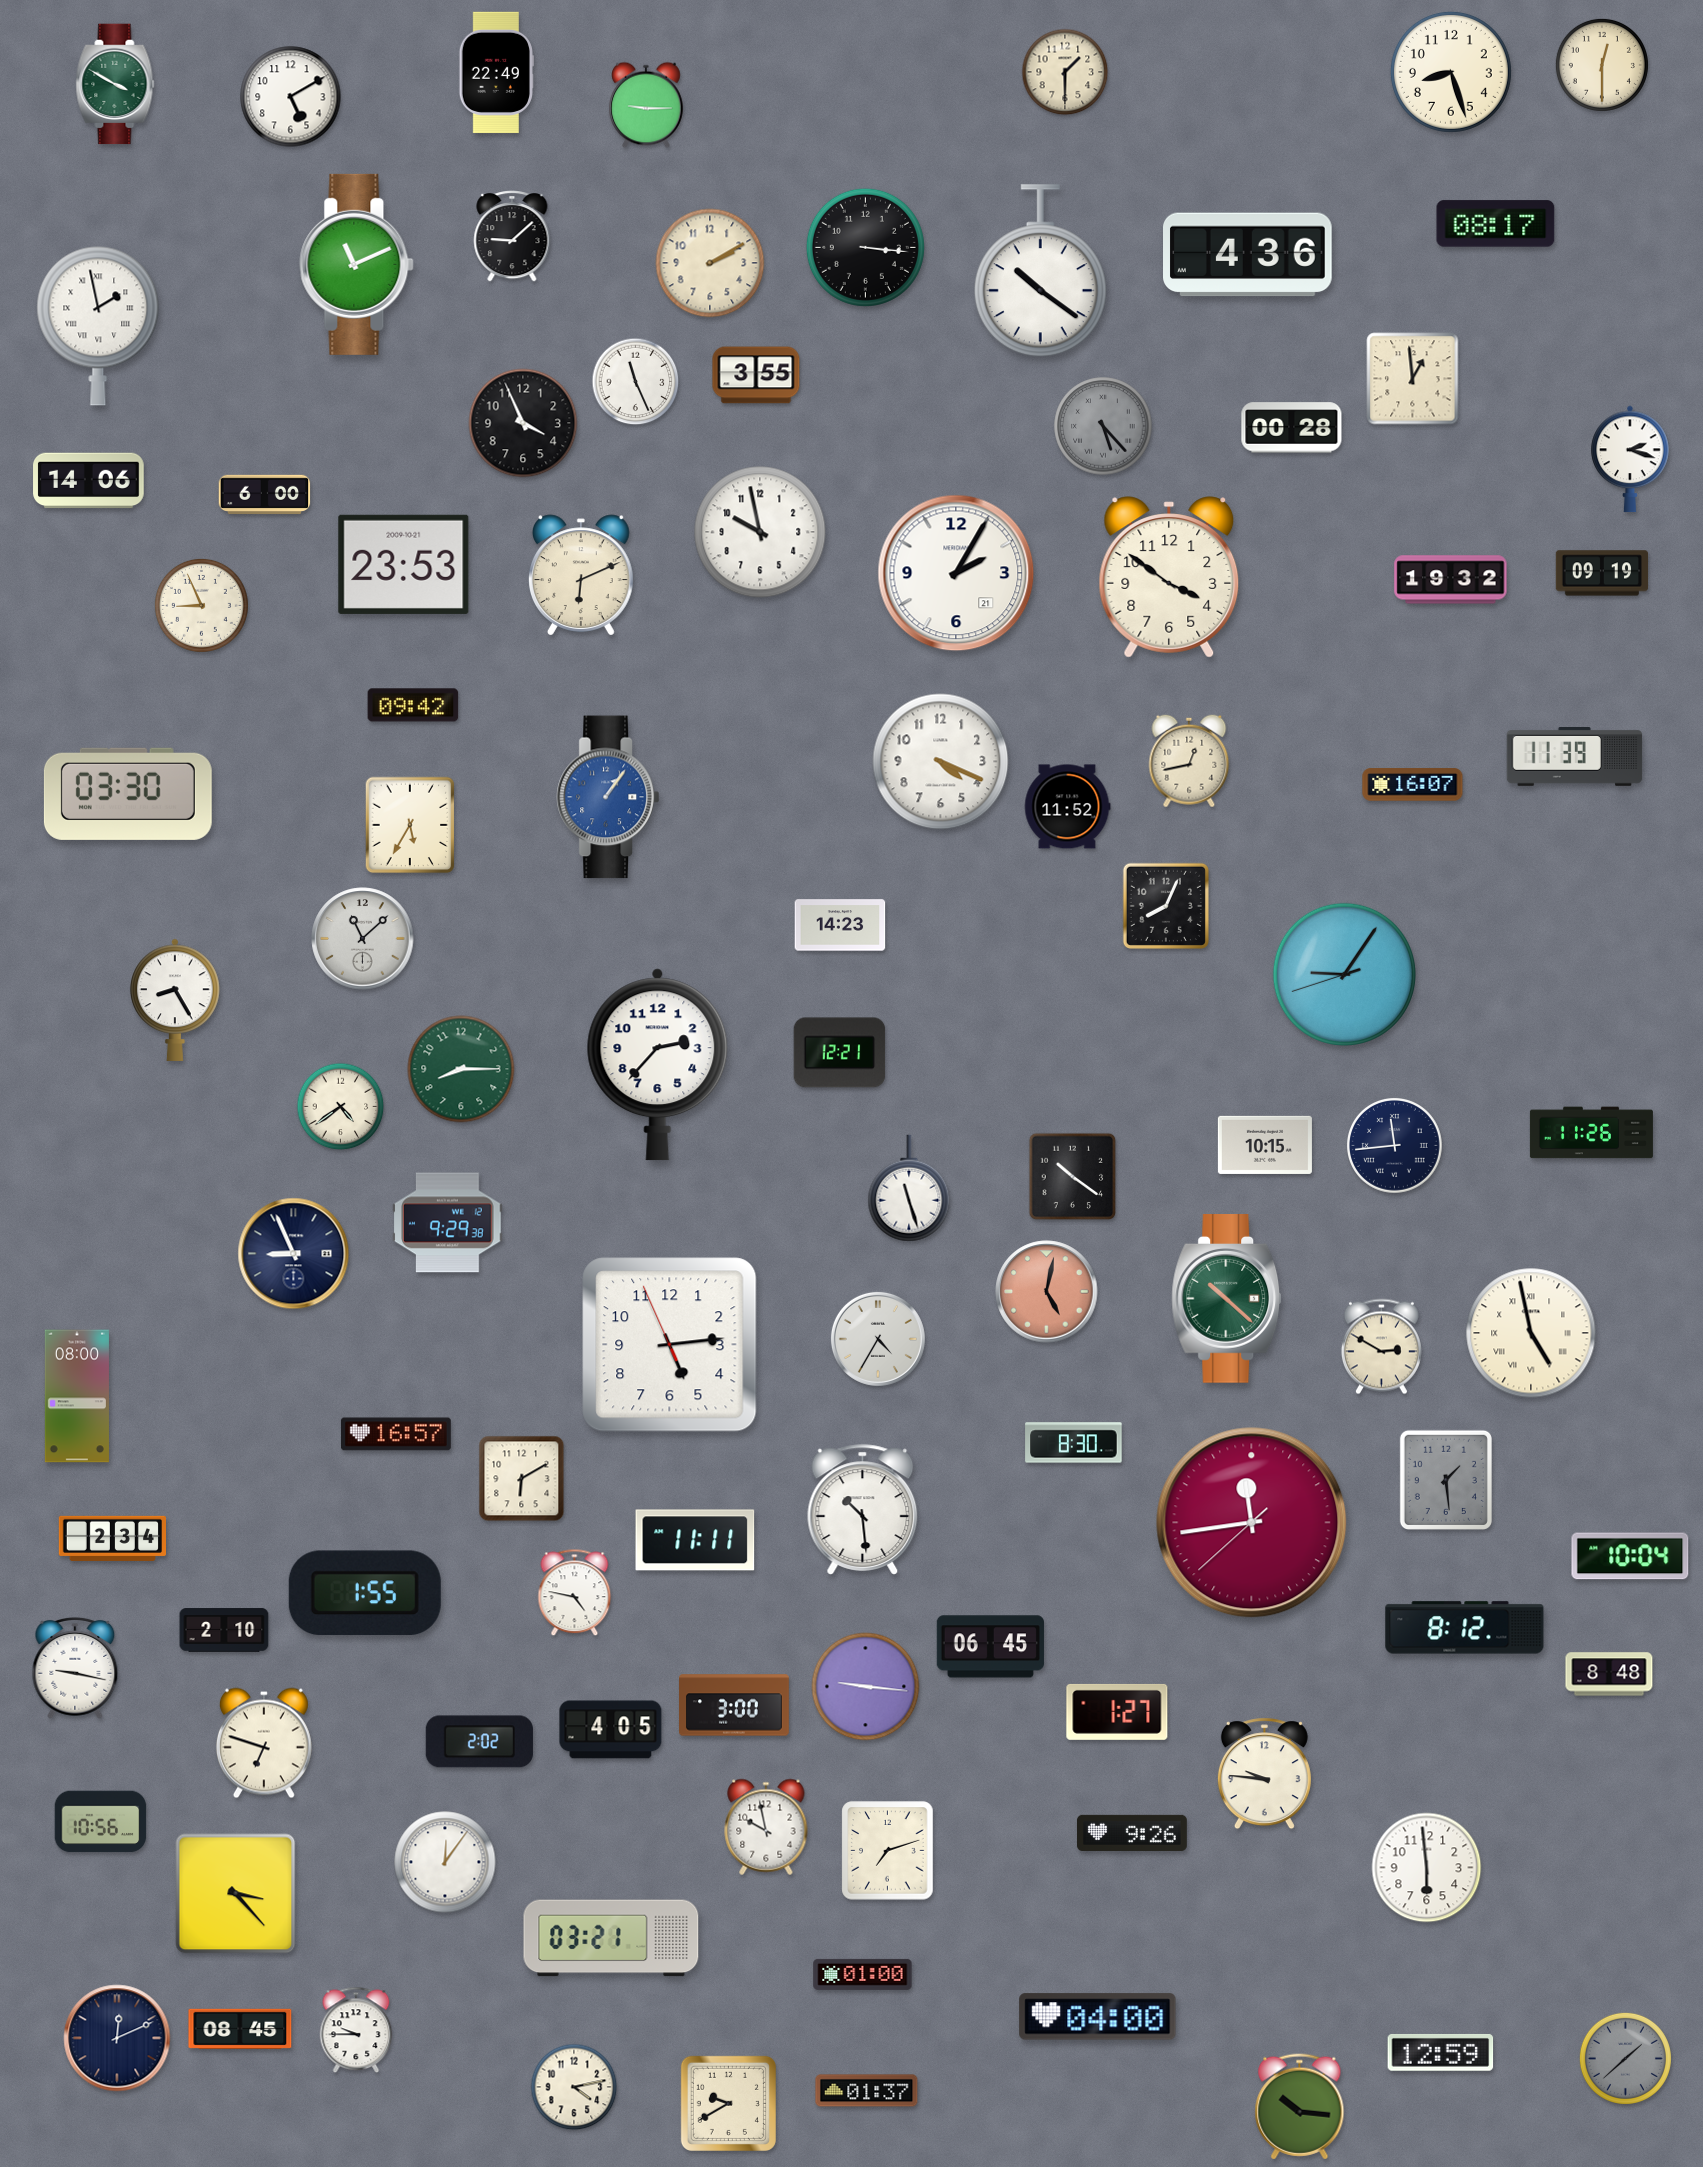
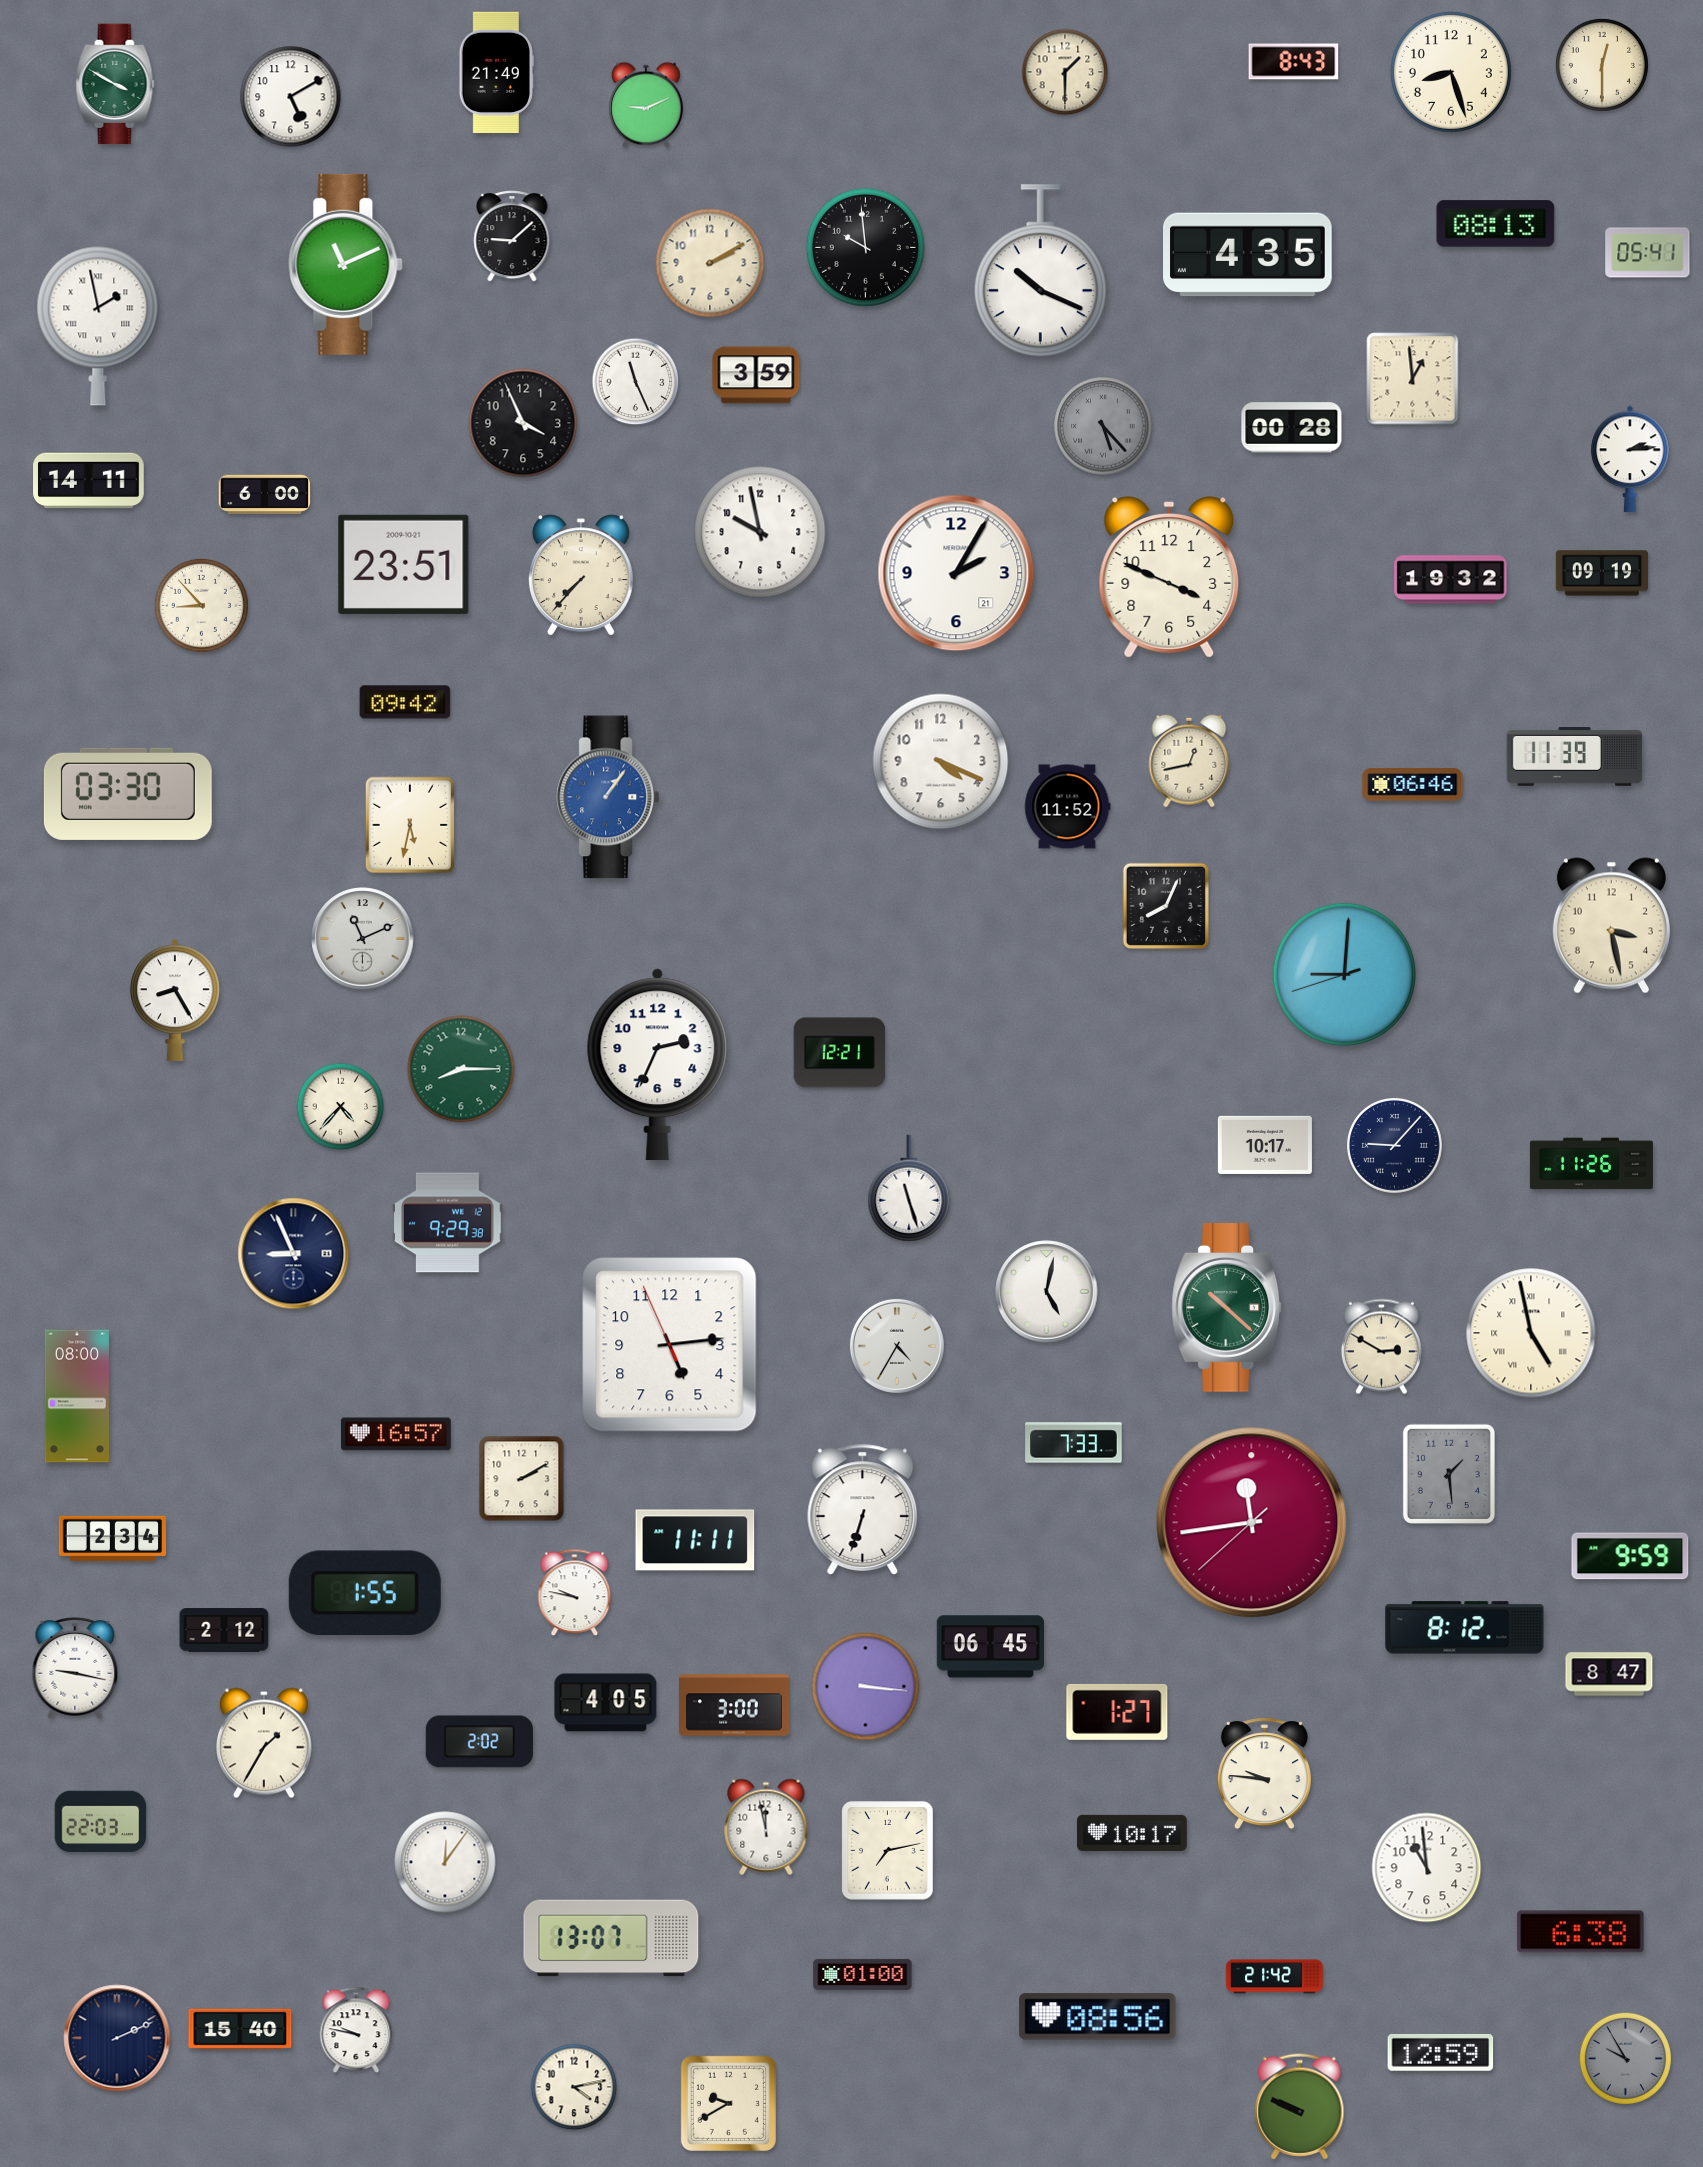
clock at (1294, 62): none -> 8:43
clock at (496, 73): 22:49 -> 21:49
clock at (646, 105): 9:15 -> 9:11
clock at (1496, 224): 08:17 -> 08:13
clock at (865, 247): 3:16 -> 9:59
clock at (1648, 253): none -> 05:41
clock at (1248, 255): 4:36 -> 4:35
clock at (357, 264) position: (357, 264) -> (346, 264)
clock at (1040, 271): 10:21 -> 10:19
clock at (756, 375): 3:55 -> 3:59
clock at (1630, 459): 2:18 -> 2:14
clock at (89, 481): 14:06 -> 14:11
clock at (404, 564): 23:53 -> 23:51
clock at (581, 575): 6:11 -> 7:37
clock at (1169, 577): 3:51 -> 3:49
clock at (201, 605): 8:56 -> 8:53
clock at (413, 705) position: (413, 705) -> (405, 702)
clock at (1413, 785): 16:07 -> 06:46
clock at (410, 825): 5:35 -> 5:32
clock at (840, 925): 14:23 -> none
clock at (1611, 926): none -> 3:28
clock at (363, 939): 11:08 -> 11:11
clock at (1344, 974): 9:05 -> 9:00
clock at (658, 1065): 2:37 -> 2:34
clock at (341, 1107): 4:39 -> 4:37
clock at (1591, 1133) position: (1591, 1133) -> (1591, 1164)
clock at (1265, 1145): 10:15 -> 10:17
clock at (1395, 1146): 11:44 -> 9:07
clock at (1073, 1177): 10:21 -> none
clock at (1047, 1292) dial: salmon -> white
clock at (1227, 1299) position: (1227, 1299) -> (1227, 1308)
clock at (878, 1339) position: (878, 1339) -> (897, 1346)
clock at (1074, 1443): 8:30 -> 7:33
clock at (522, 1479): 6:10 -> 2:10
clock at (1446, 1480) position: (1446, 1480) -> (1449, 1474)
clock at (863, 1510): 10:29 -> 6:33
clock at (1630, 1556): 10:04 -> 9:59
clock at (575, 1593): 4:47 -> 9:47
clock at (224, 1630): 2:10 -> 2:12
clock at (1609, 1674): 8:48 -> 8:47
clock at (866, 1687): 9:16 -> 3:16
clock at (611, 1730) position: (611, 1730) -> (606, 1703)
clock at (264, 1743): 6:48 -> 1:35
clock at (101, 1822): 10:56 -> 22:03
clock at (766, 1827): 9:58 -> 11:58
clock at (1133, 1833): 9:26 -> 10:17
clock at (888, 1851): 7:12 -> 7:13
clock at (1427, 1868): 5:59 -> 10:59
clock at (236, 1894): 3:23 -> none
clock at (1581, 1932): none -> 6:38
clock at (611, 1938): 03:21 -> 13:07
clock at (1275, 1977): none -> 21:42
clock at (1098, 2017): 04:00 -> 08:56
clock at (240, 2029): 08:45 -> 15:40
clock at (356, 2030): 9:45 -> 9:47
clock at (117, 2038): 12:11 -> 2:11
clock at (1625, 2058): 1:38 -> 9:55
clock at (867, 2091): 01:37 -> none
clock at (1300, 2107): 10:16 -> 9:49
